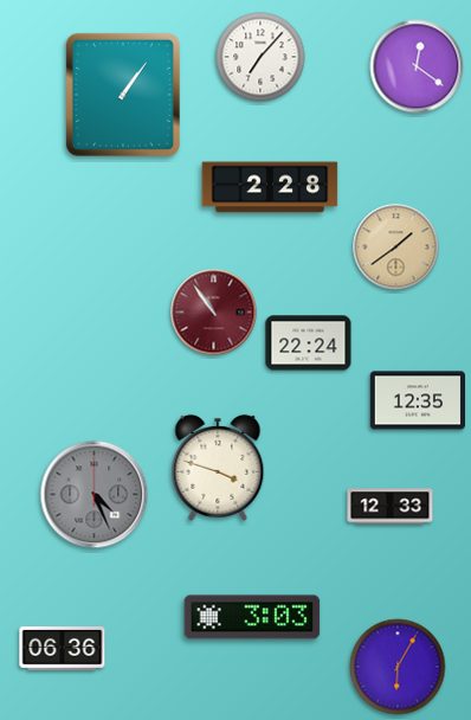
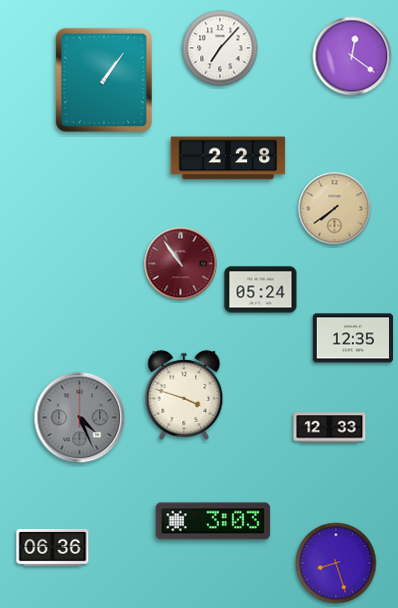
clock at (396, 247): 1:39 -> 7:39
clock at (309, 343): 22:24 -> 05:24
clock at (398, 667): 6:05 -> 8:27
